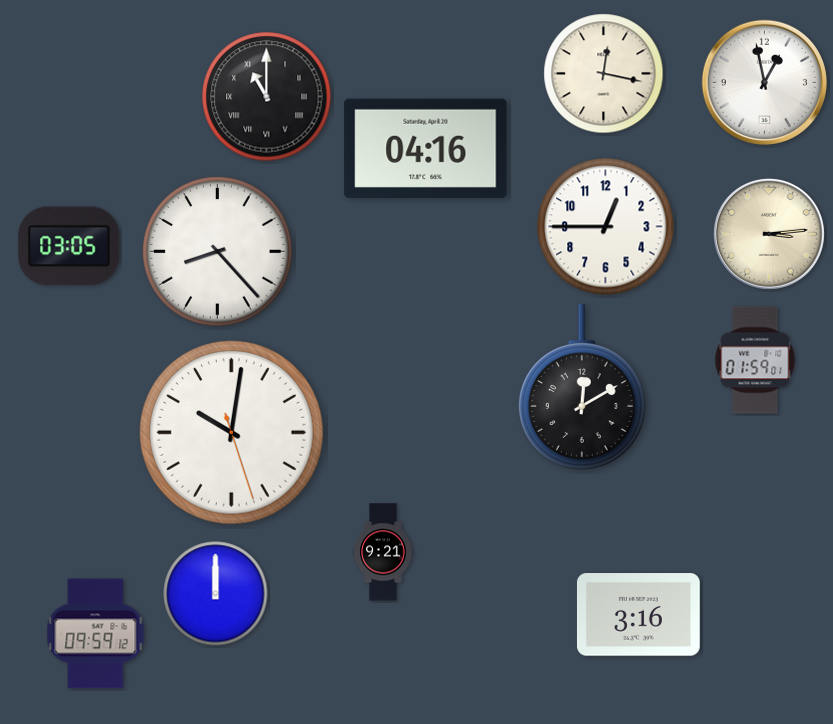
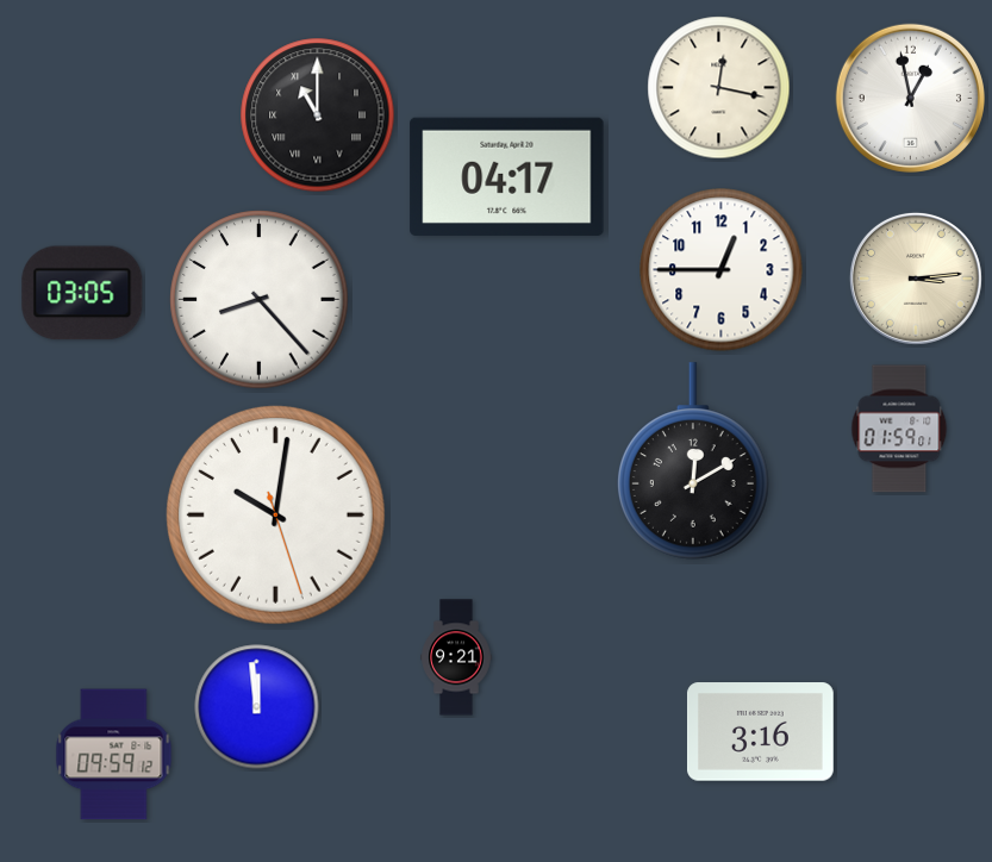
clock at (426, 148): 04:16 -> 04:17
clock at (216, 594): 12:00 -> 11:59
